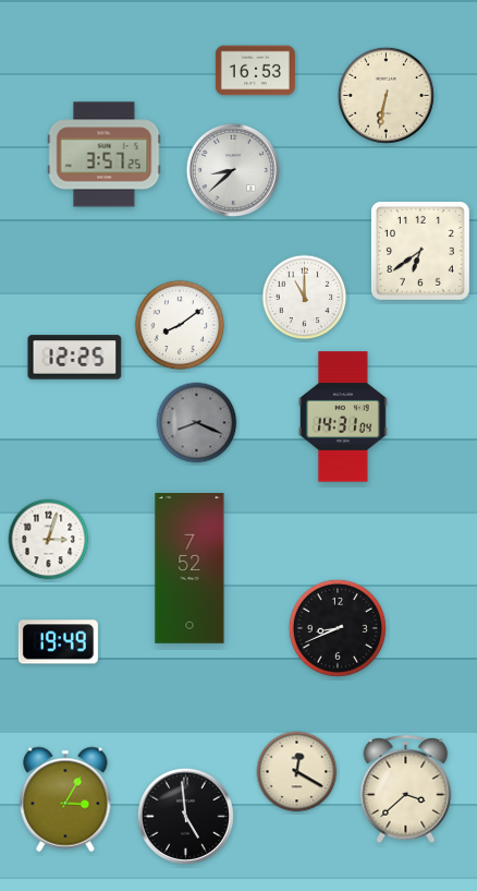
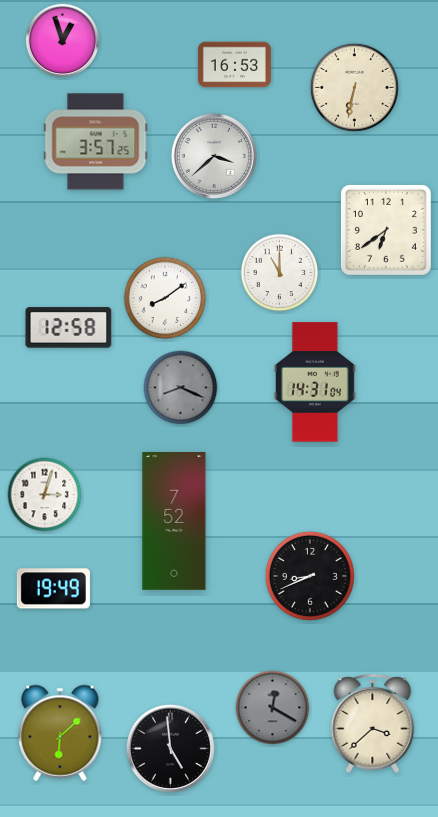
clock at (62, 40): none -> 12:57
clock at (233, 170): 8:38 -> 3:38
clock at (75, 358): 12:25 -> 12:58
clock at (297, 772) dial: cream -> grey
clock at (65, 799): 3:05 -> 6:08
